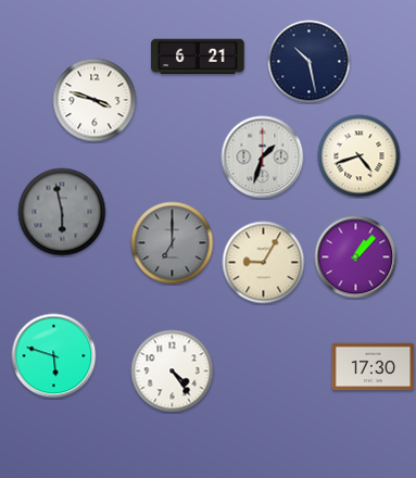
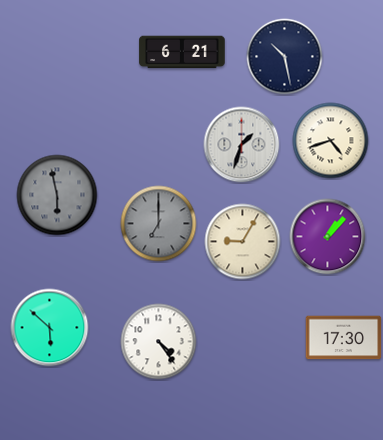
clock at (94, 100): 3:48 -> none
clock at (360, 156) position: (360, 156) -> (331, 141)
clock at (54, 356): 5:48 -> 5:52
